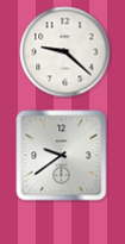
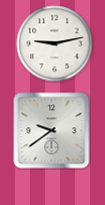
clock at (65, 52): 9:22 -> 9:13
